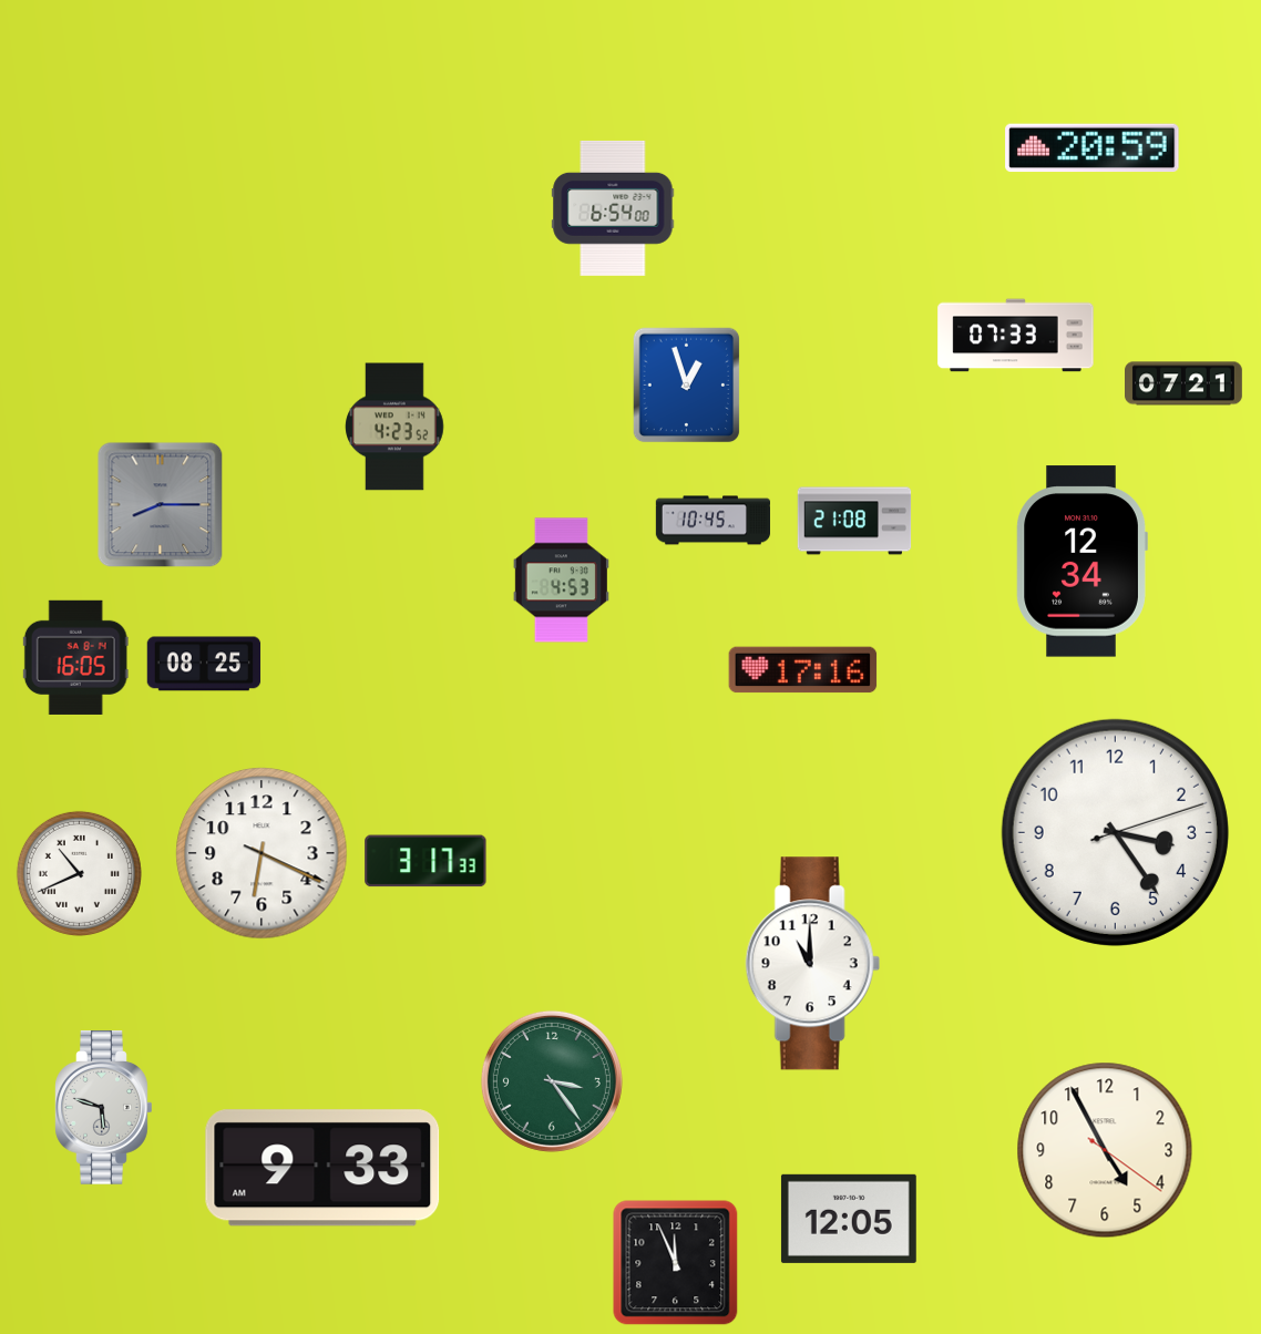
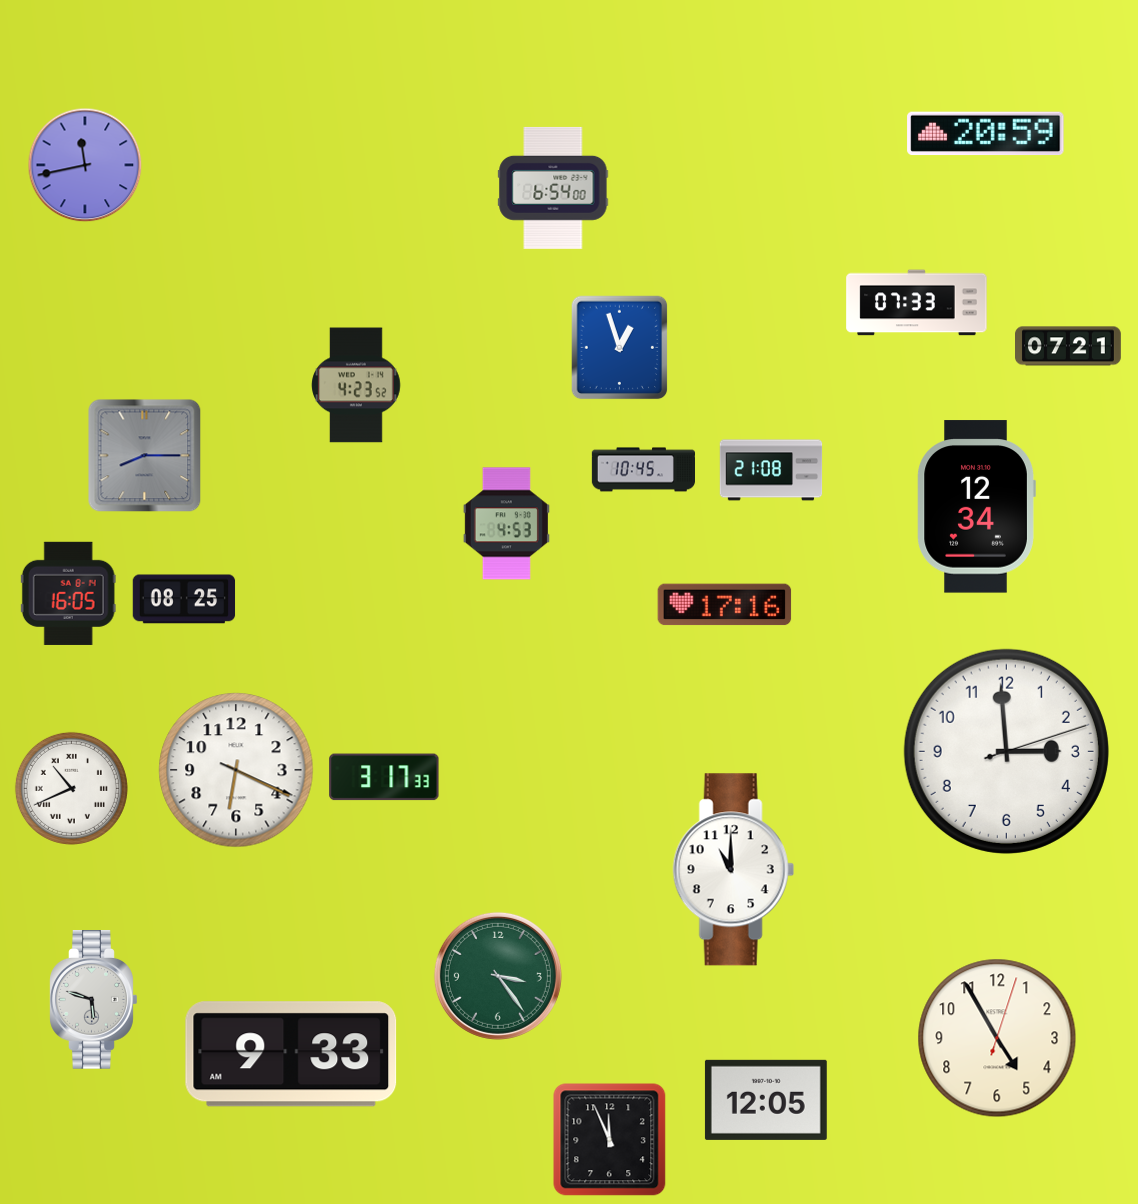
clock at (85, 165): none -> 11:43
clock at (1115, 832): 3:24 -> 2:59
clock at (1105, 1150): 4:55:21 -> 4:55:03
